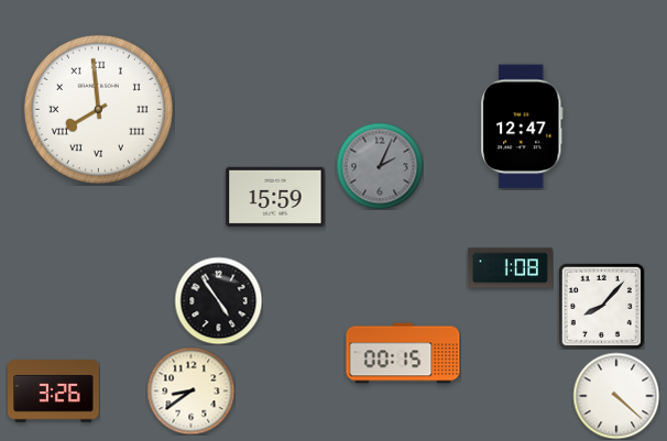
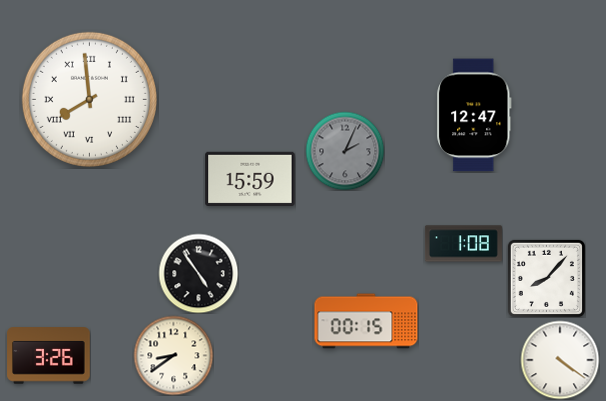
clock at (616, 396): 4:22 -> 4:21
